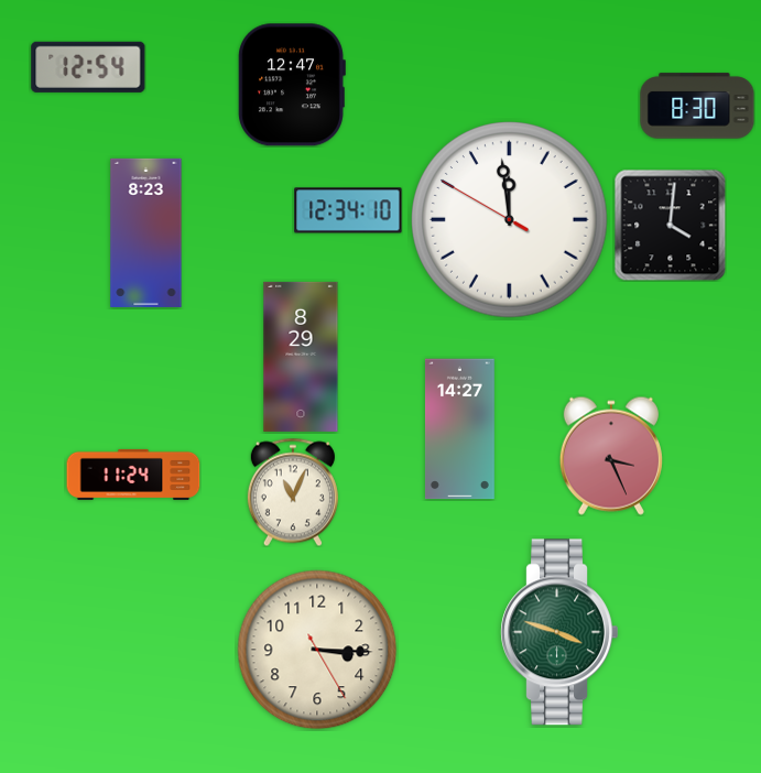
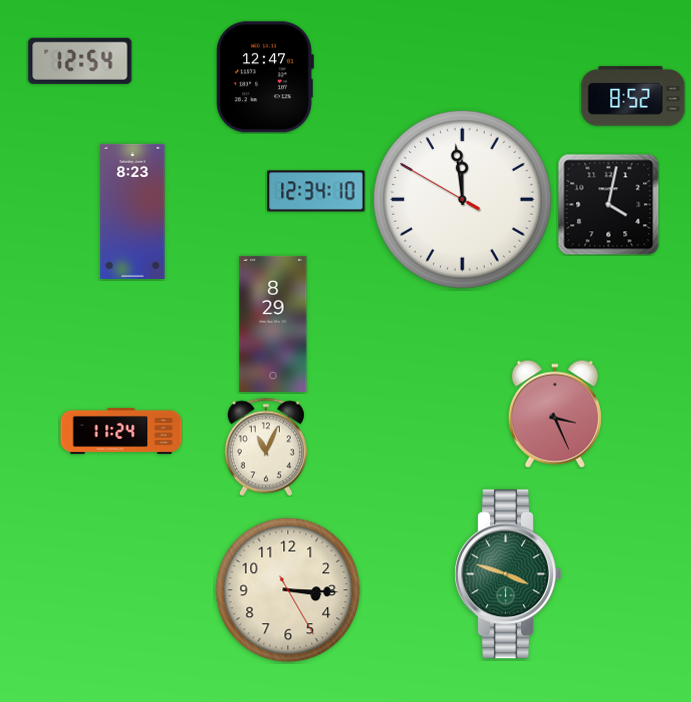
clock at (697, 106): 8:30 -> 8:52
clock at (670, 225): 4:01 -> 4:02
clock at (459, 429): 14:27 -> none
